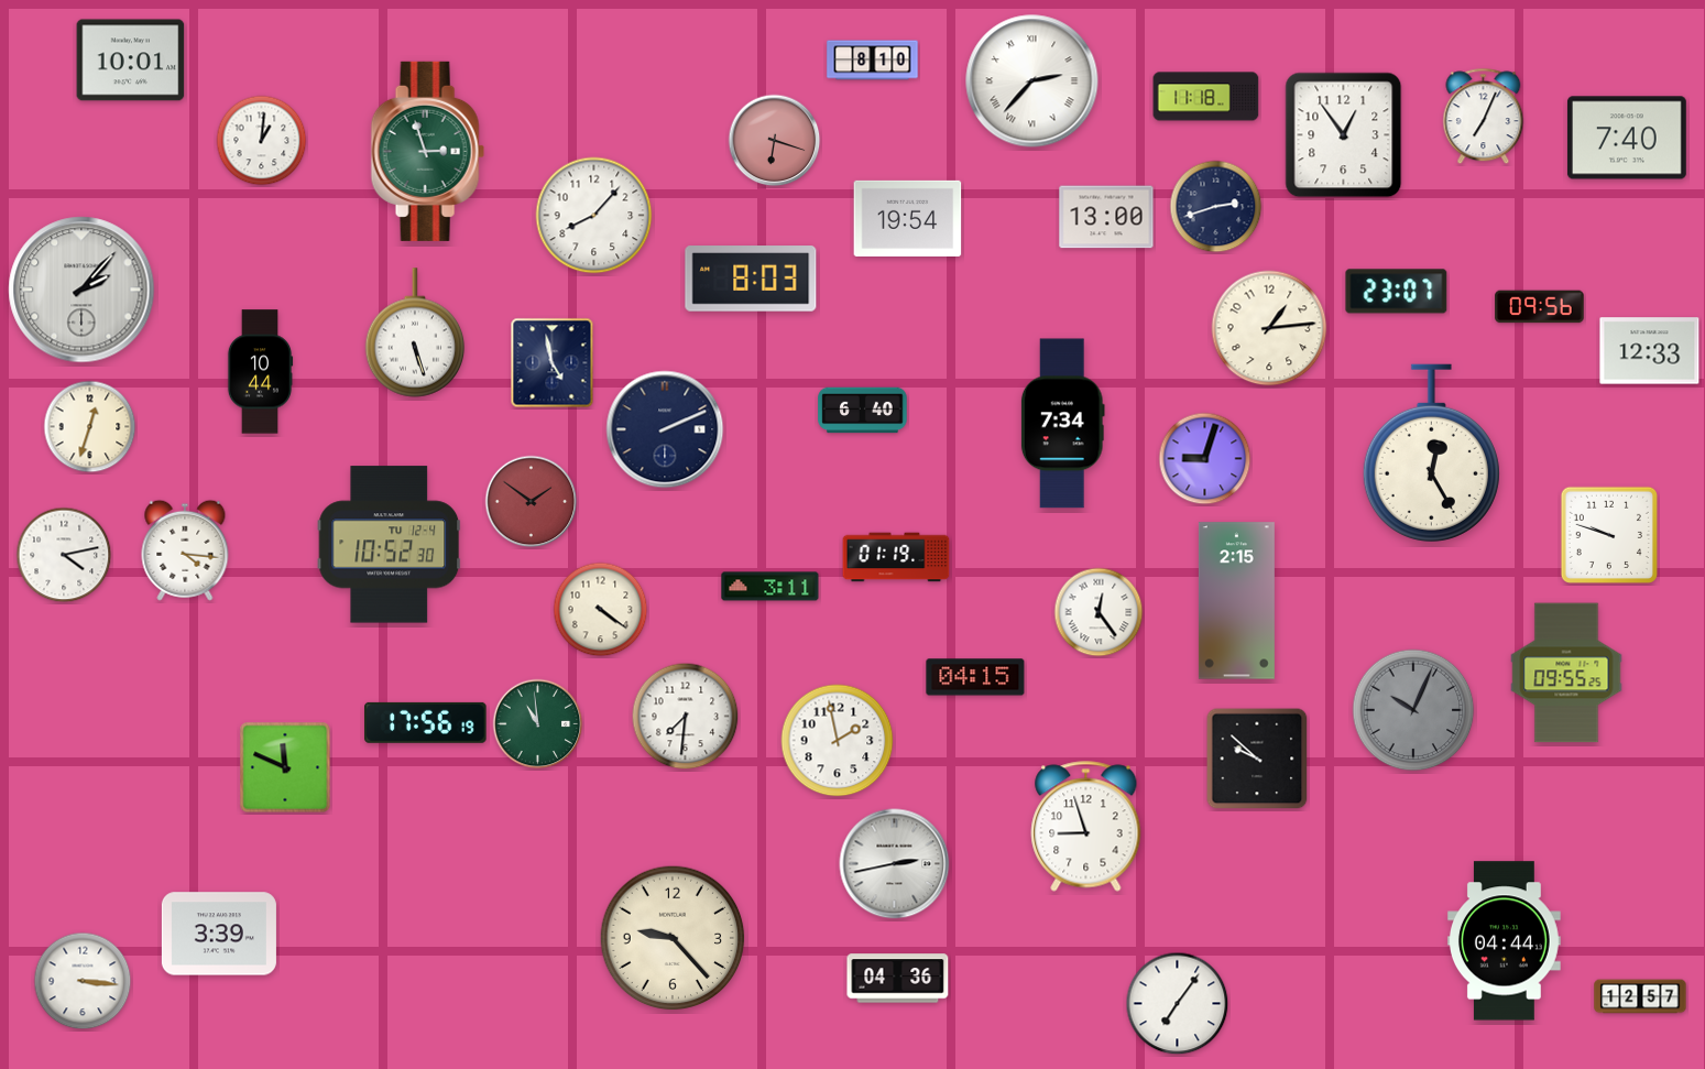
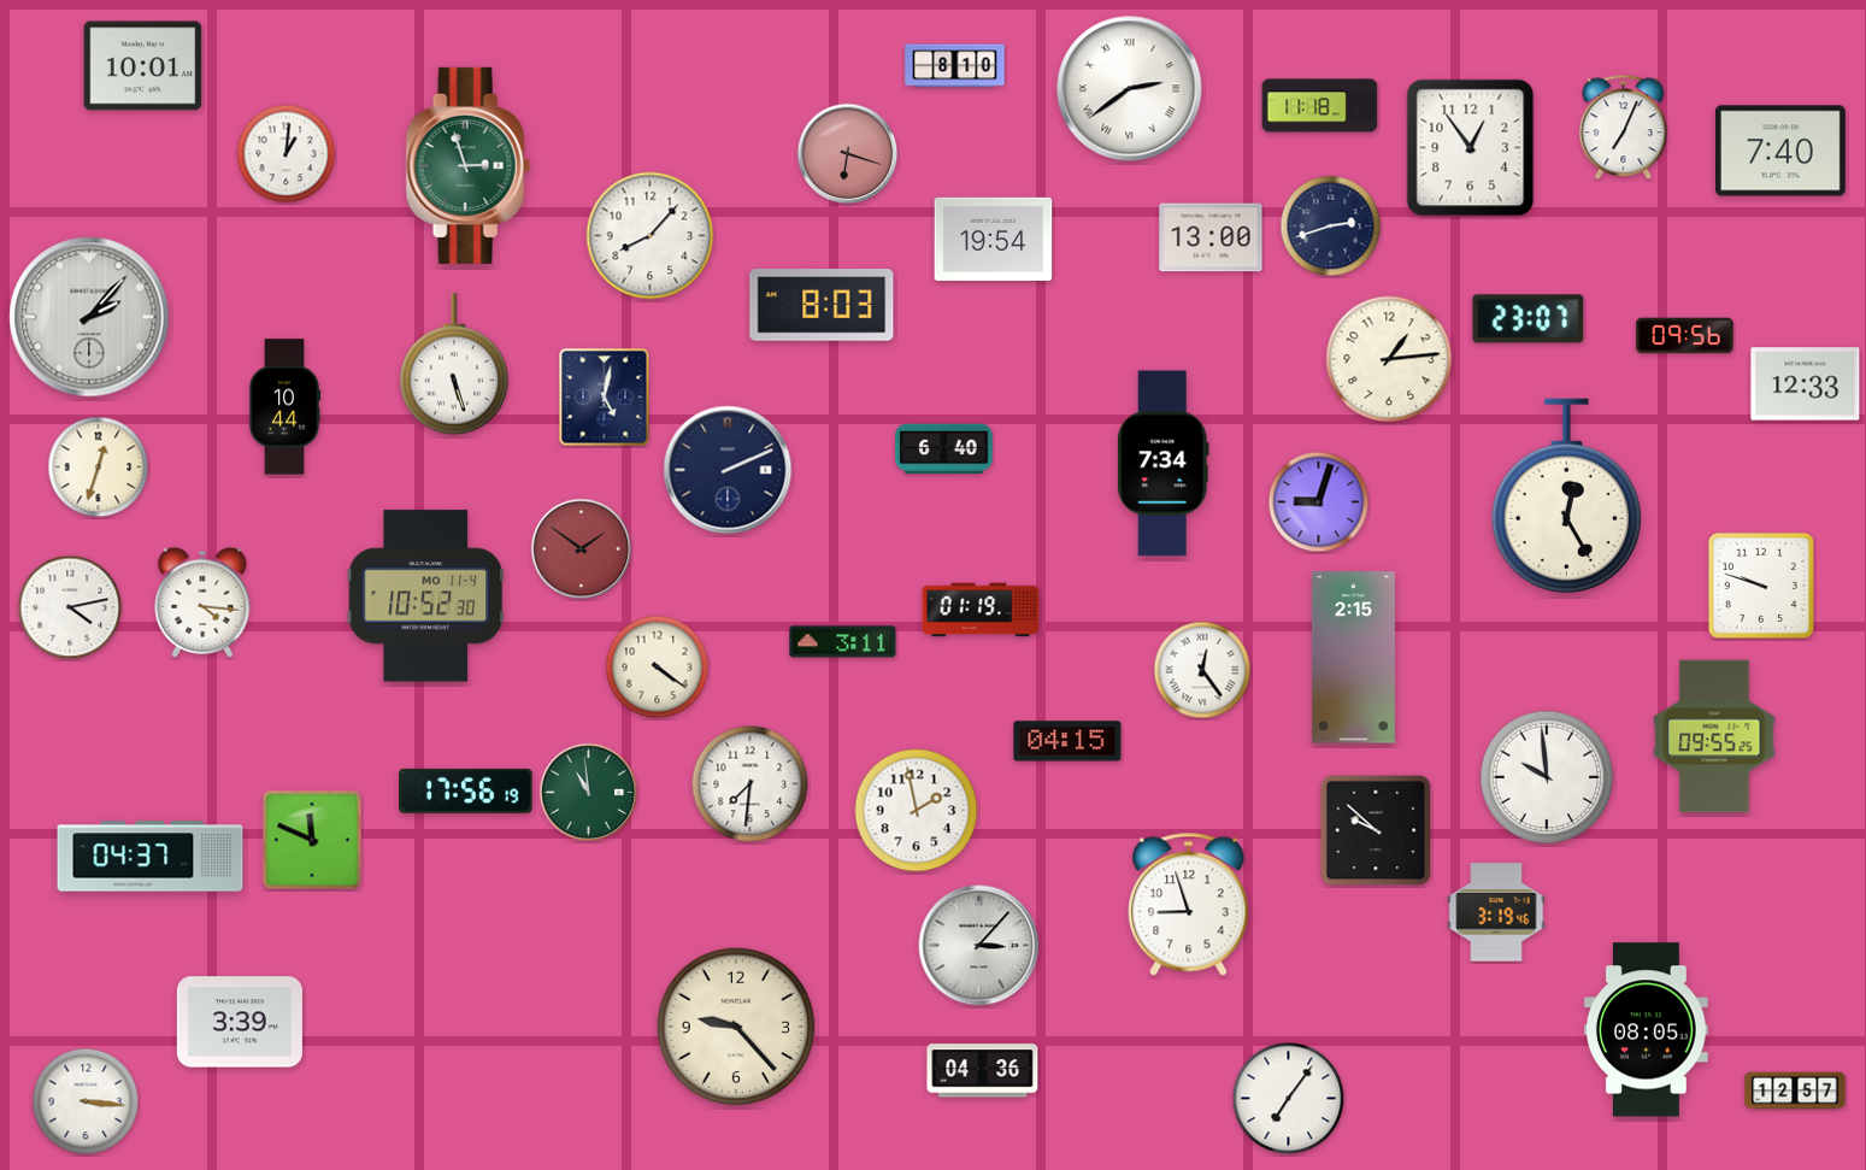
clock at (1032, 81): 2:37 -> 2:39
clock at (553, 363): 4:58 -> 5:02
clock at (390, 545) date: TU 12-4 -> MO 11-4
clock at (1413, 710): 10:04 -> 9:59
clock at (1413, 710) dial: grey -> white
clock at (151, 857): none -> 04:37
clock at (1496, 912): none -> 3:19
clock at (895, 864): 2:43 -> 3:07
clock at (1505, 941): 04:44 -> 08:05
clock at (83, 981) position: (83, 981) -> (86, 1101)
